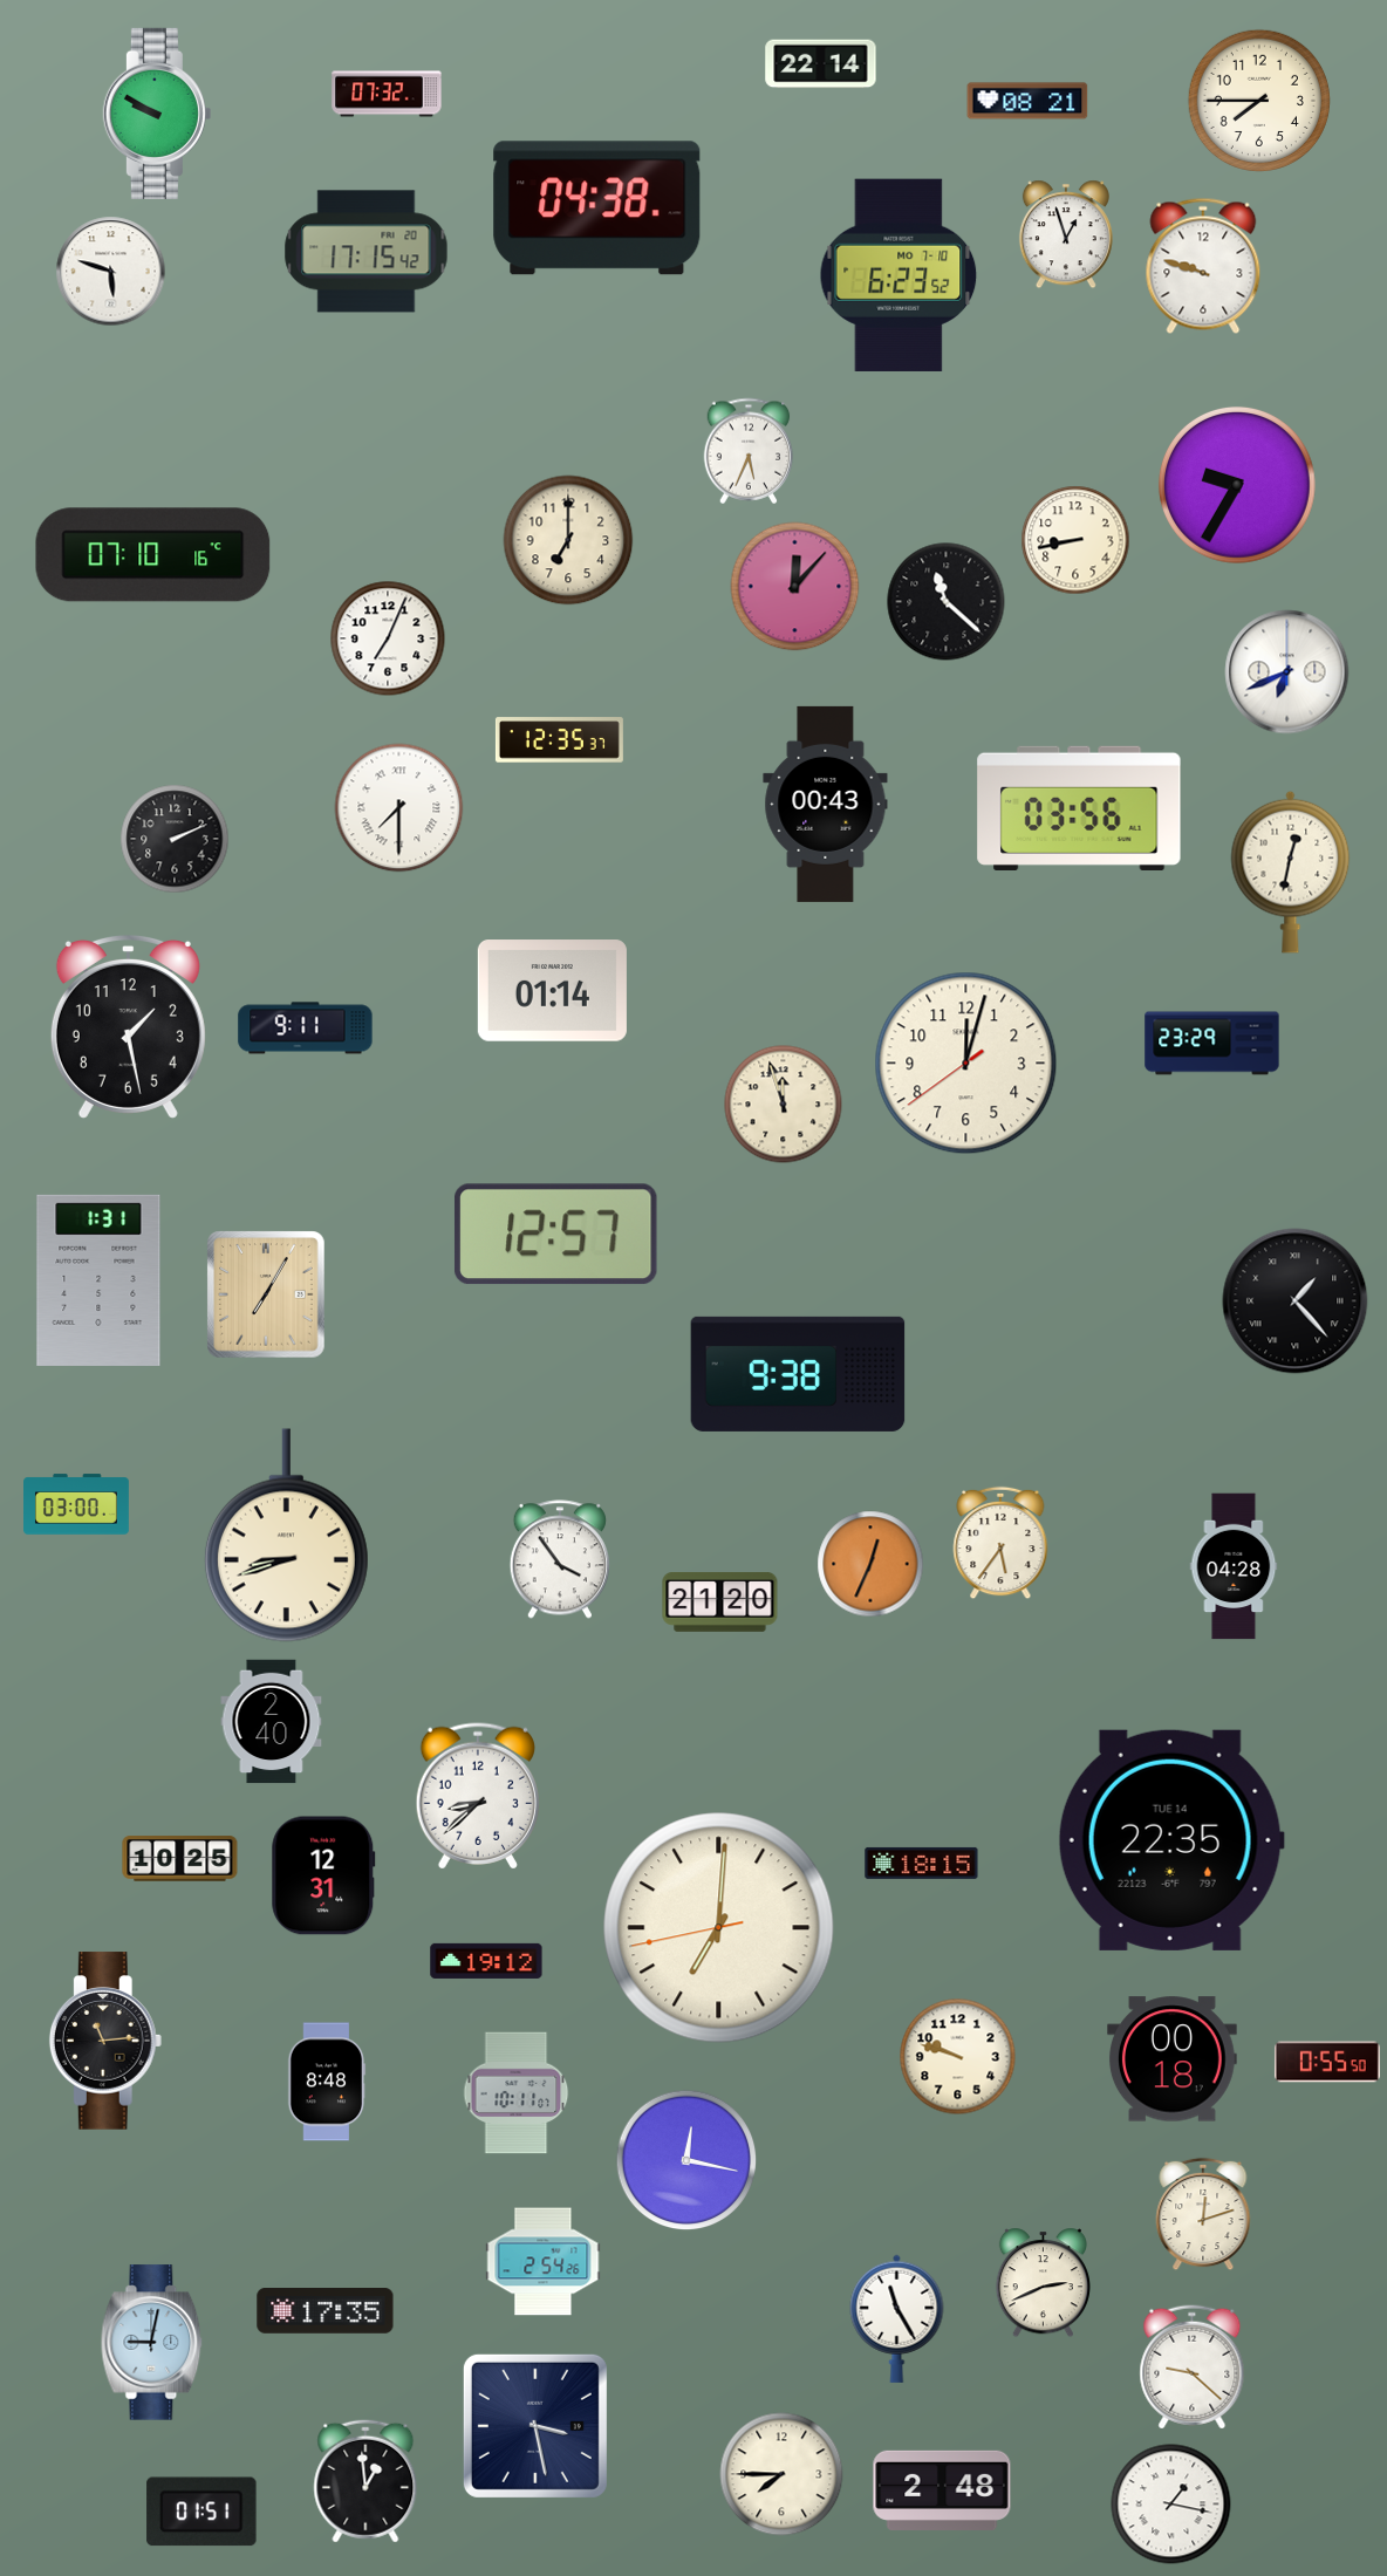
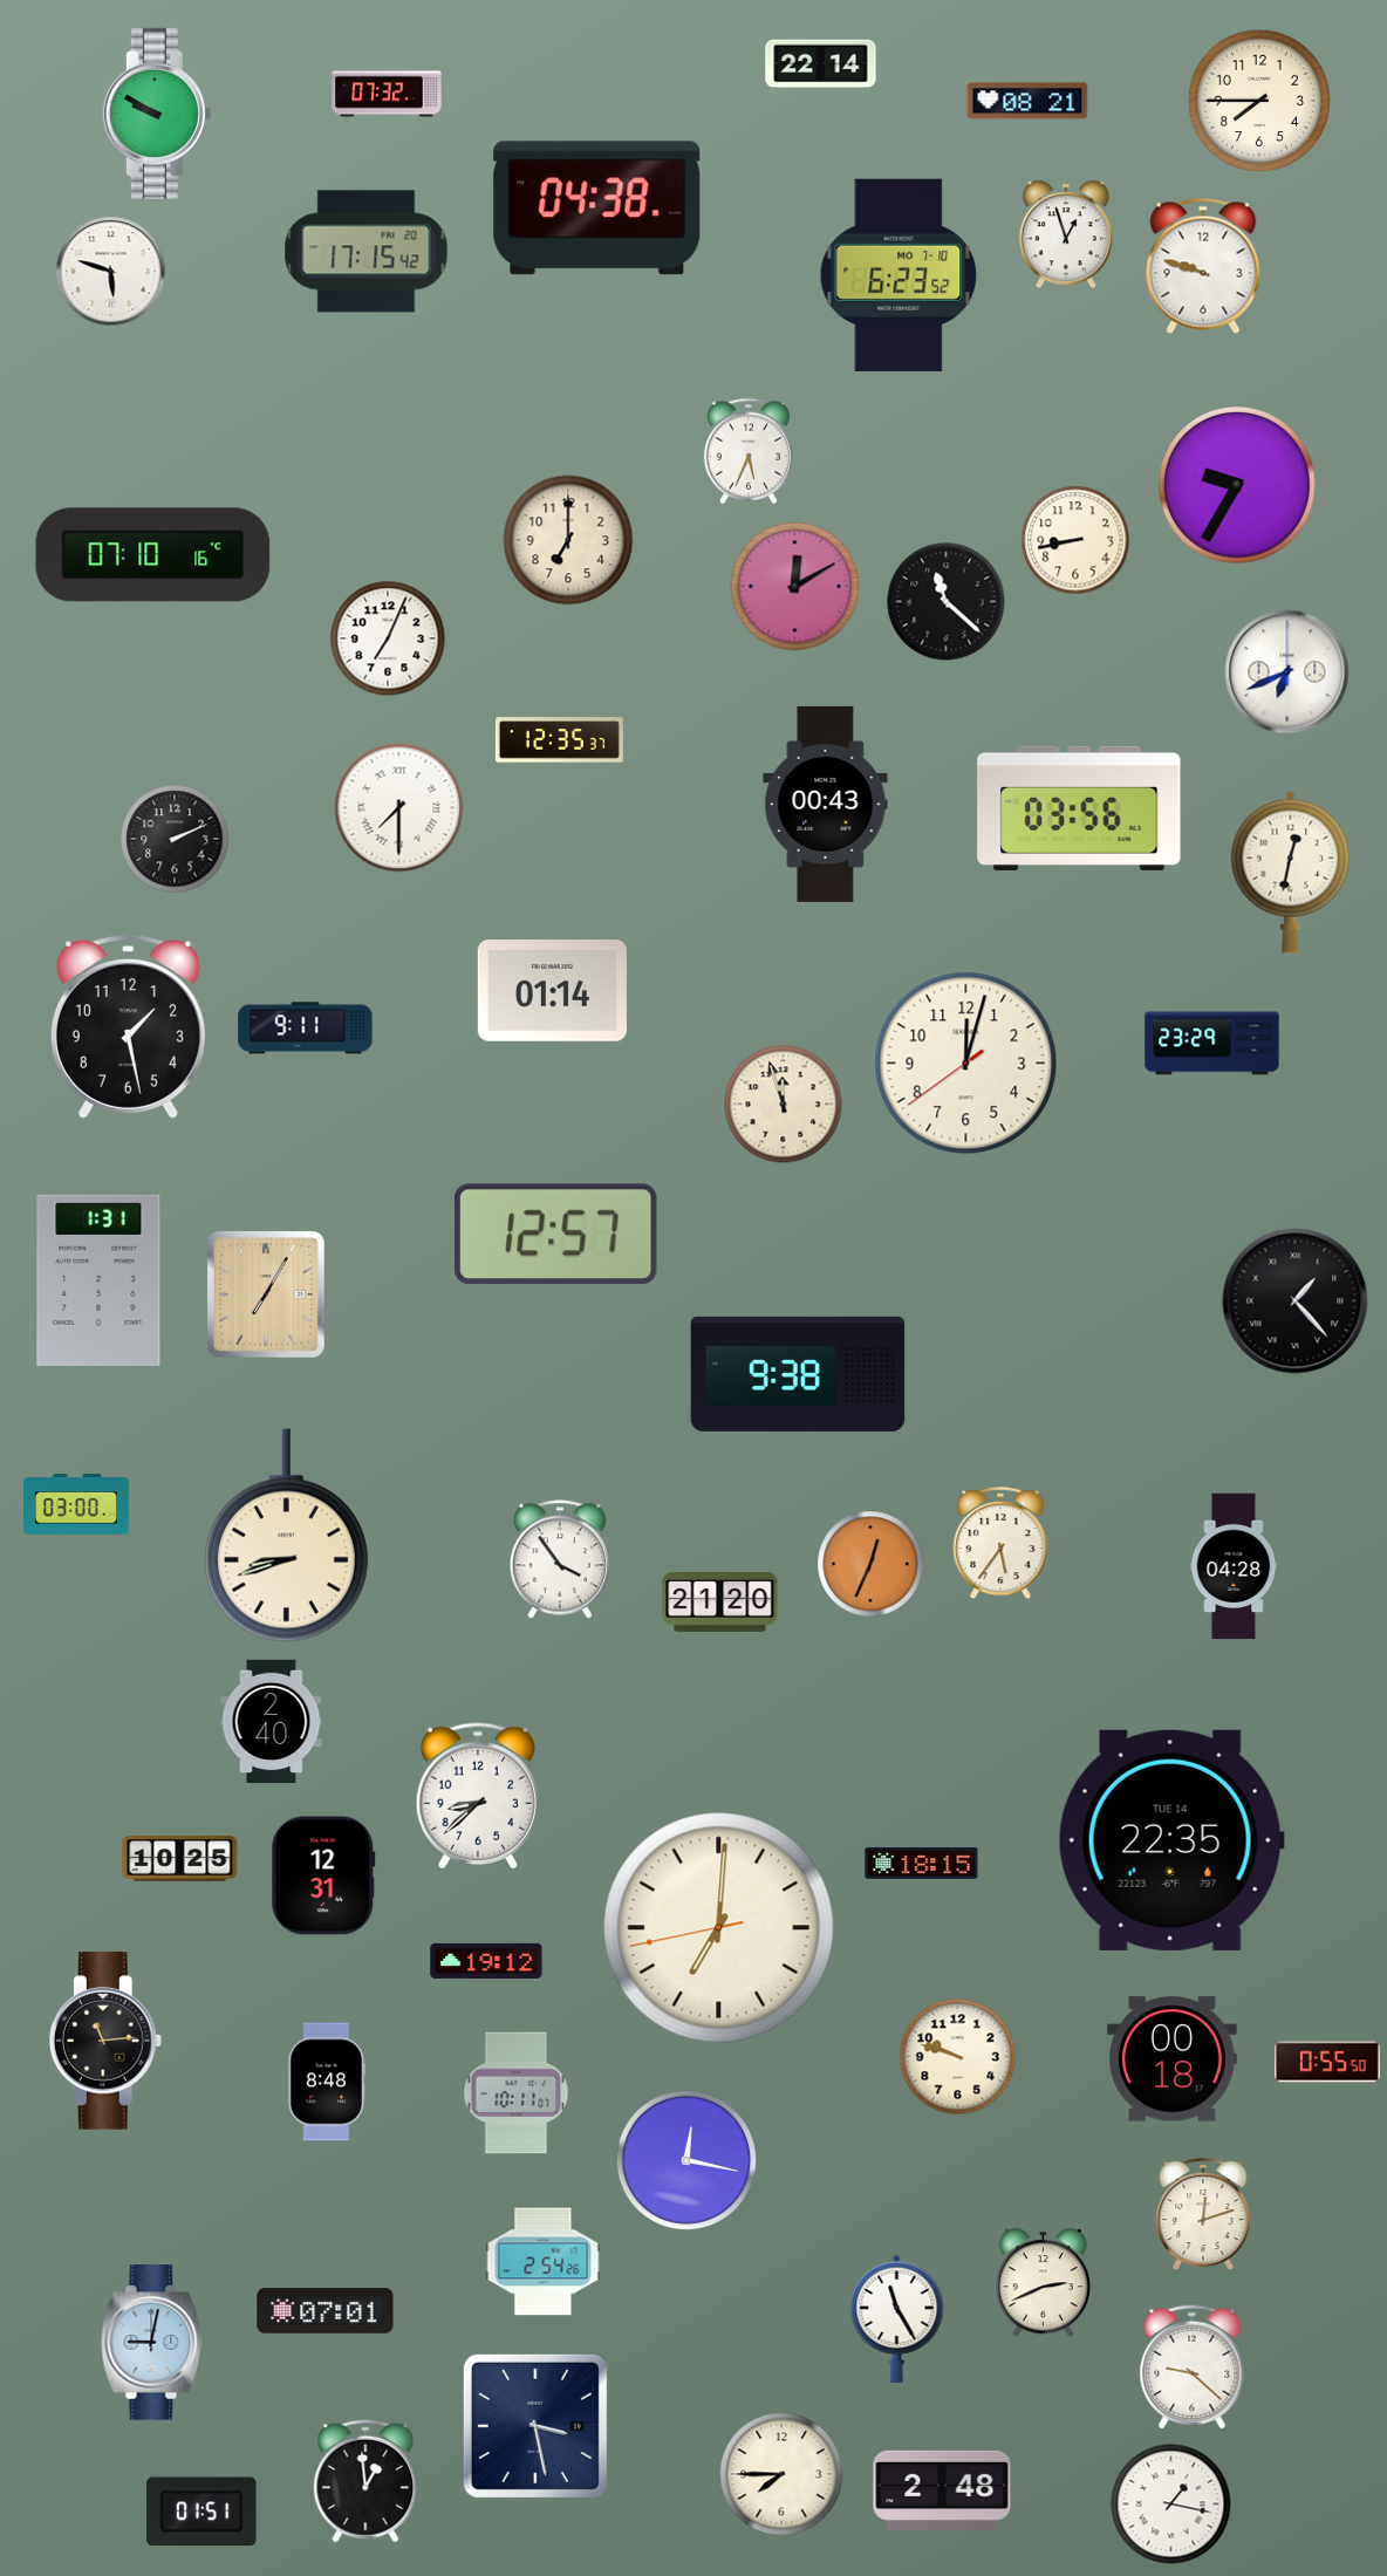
clock at (795, 587): 12:07 -> 12:10
clock at (326, 2311): 17:35 -> 07:01
